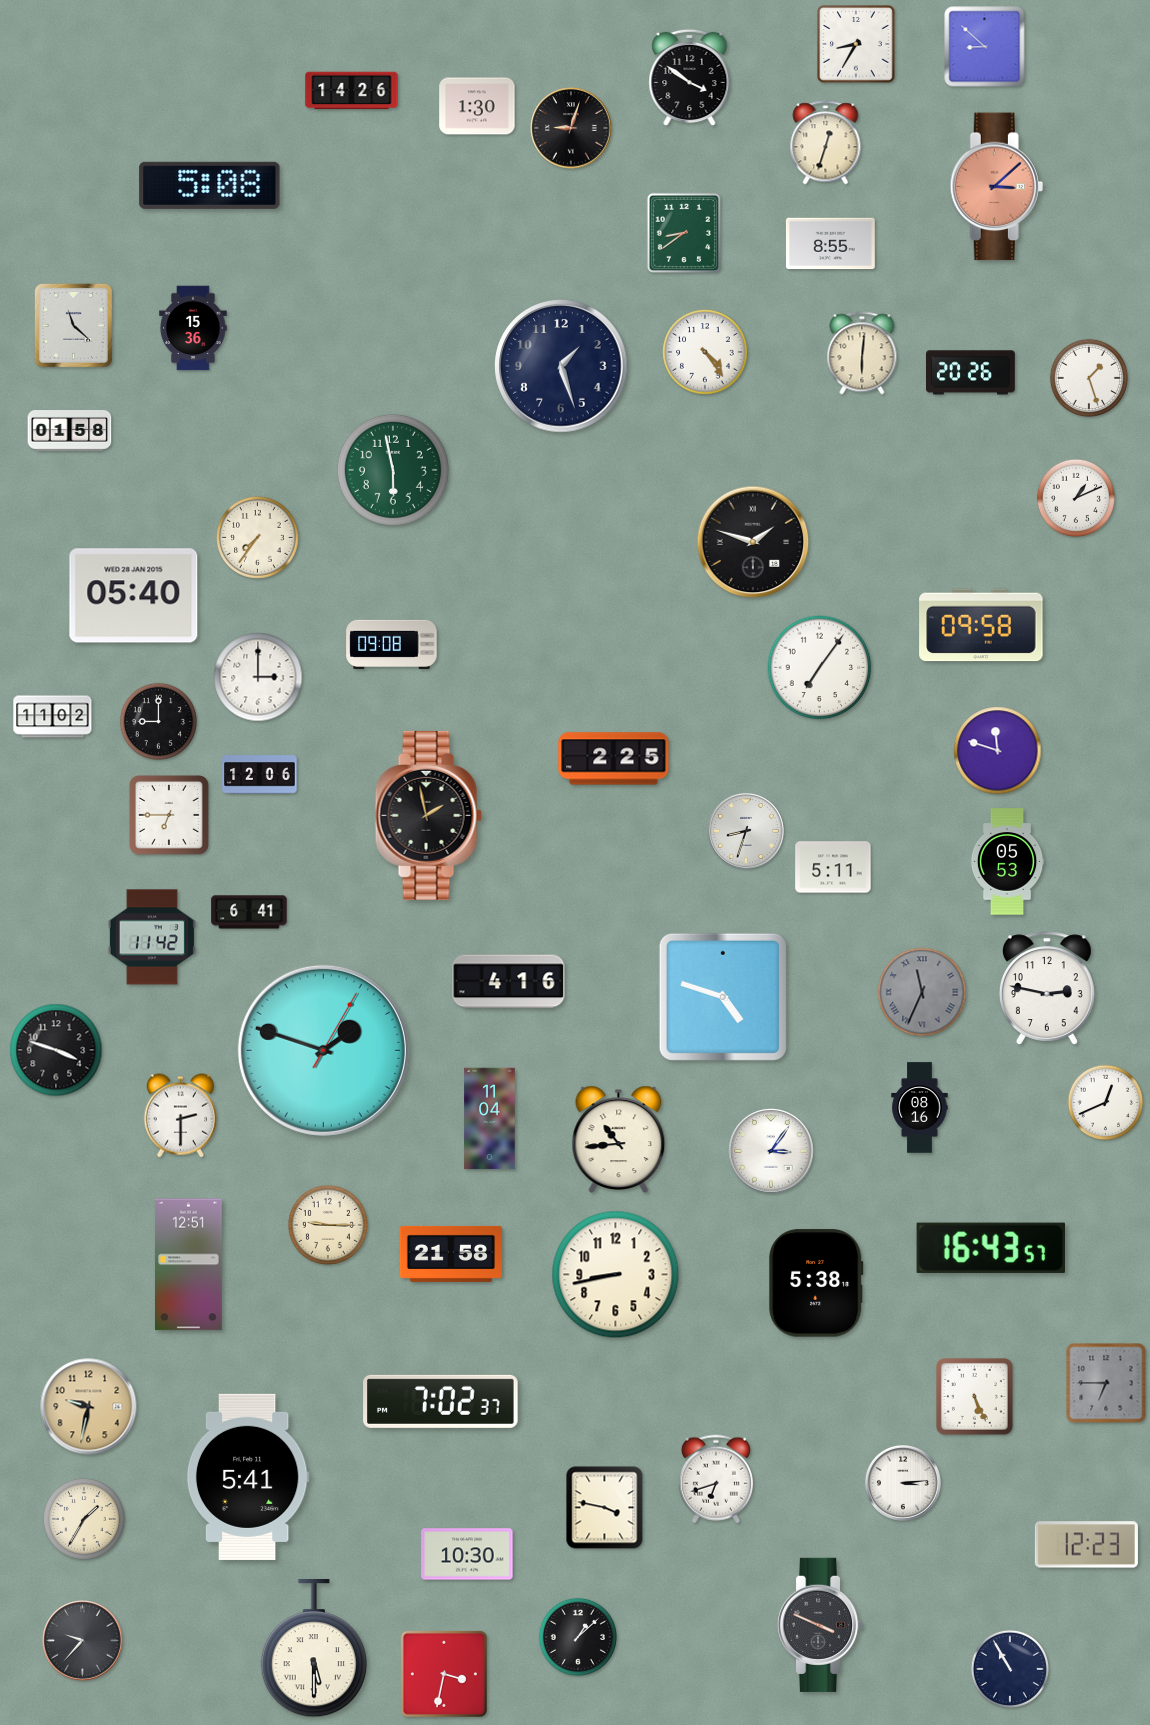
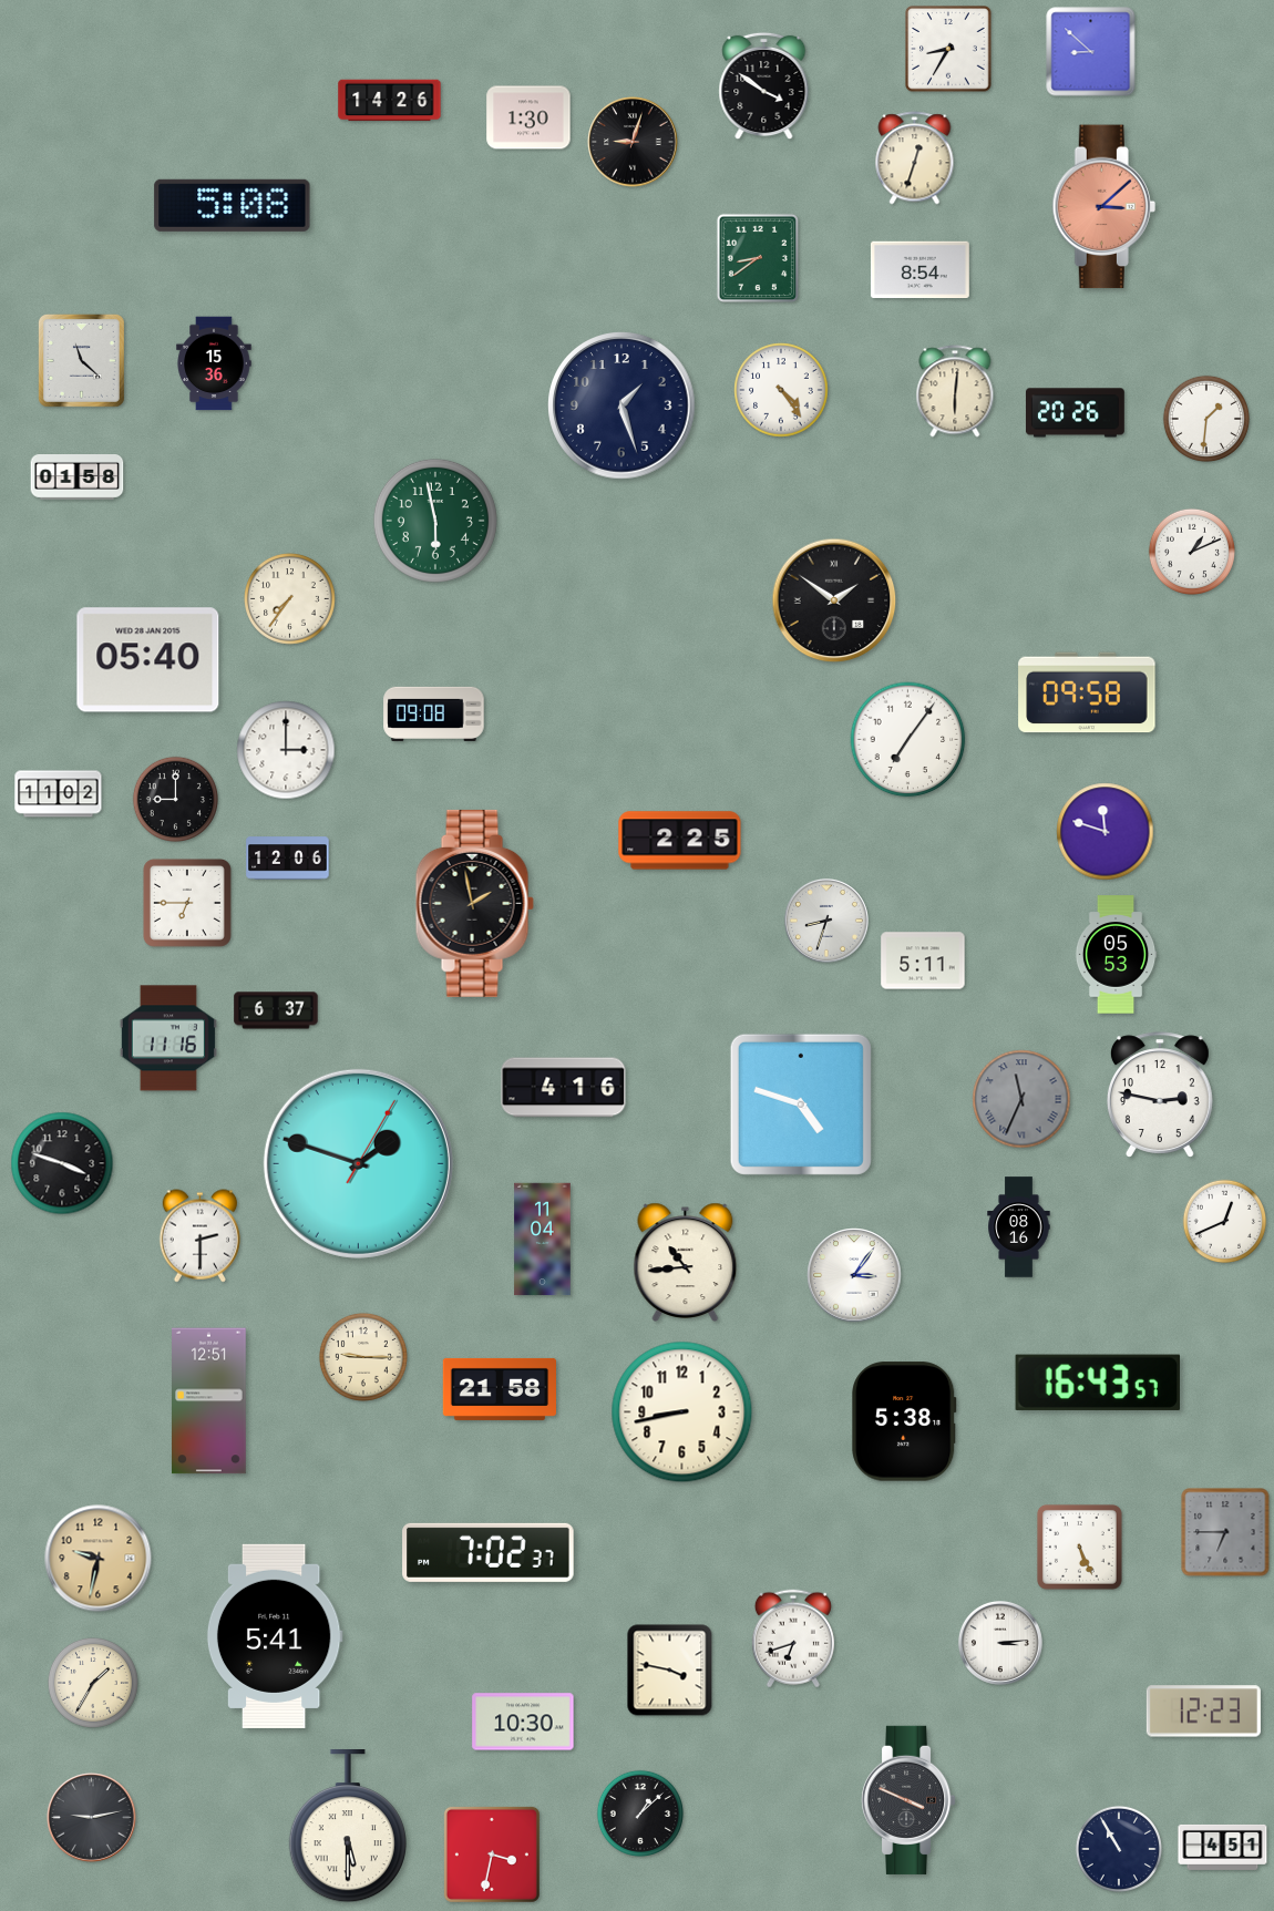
clock at (830, 244): 8:55 -> 8:54
clock at (1089, 378): 1:27 -> 1:31
clock at (258, 538) position: (258, 538) -> (290, 599)
clock at (753, 542): 1:48 -> 1:51
clock at (249, 912): 6:41 -> 6:37
clock at (152, 937): 11:42 -> 11:16
clock at (467, 1554) position: (467, 1554) -> (523, 1722)
clock at (83, 1641): 9:37 -> 9:13
clock at (1223, 1847): none -> 4:51
